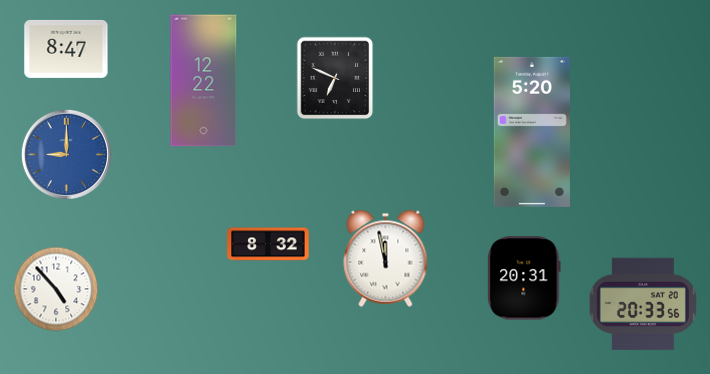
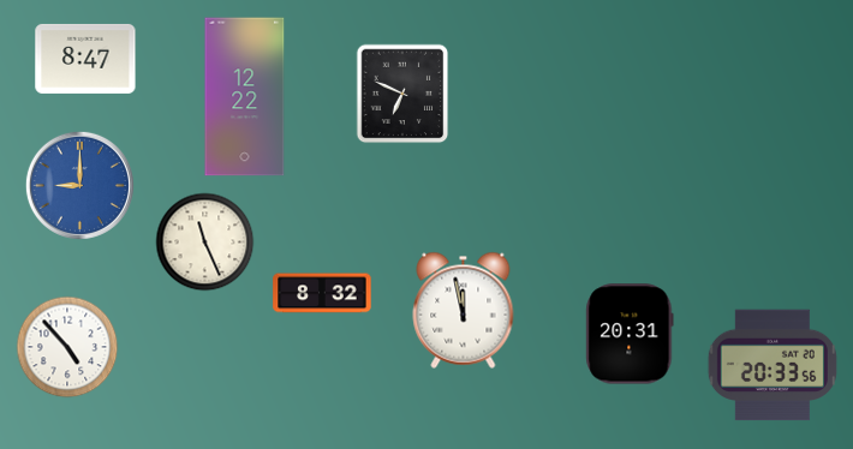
clock at (66, 49) position: (66, 49) -> (85, 59)
clock at (532, 132): 5:20 -> none
clock at (205, 243): none -> 11:26
